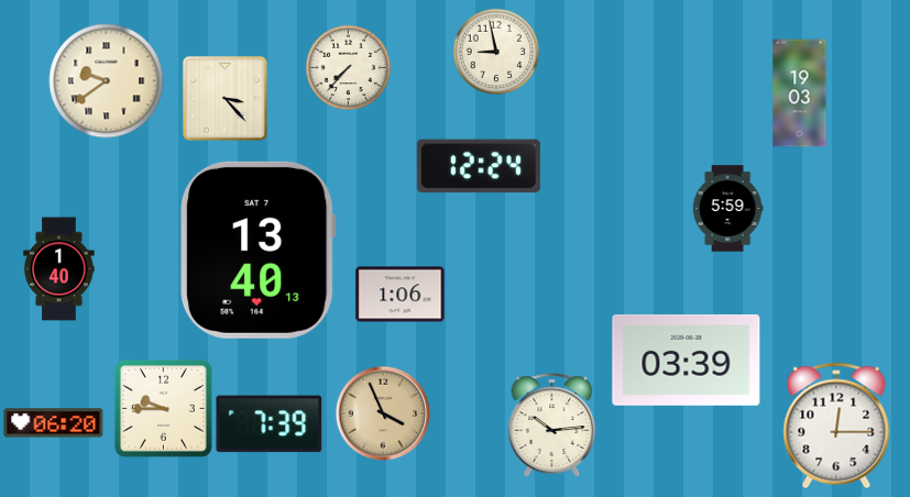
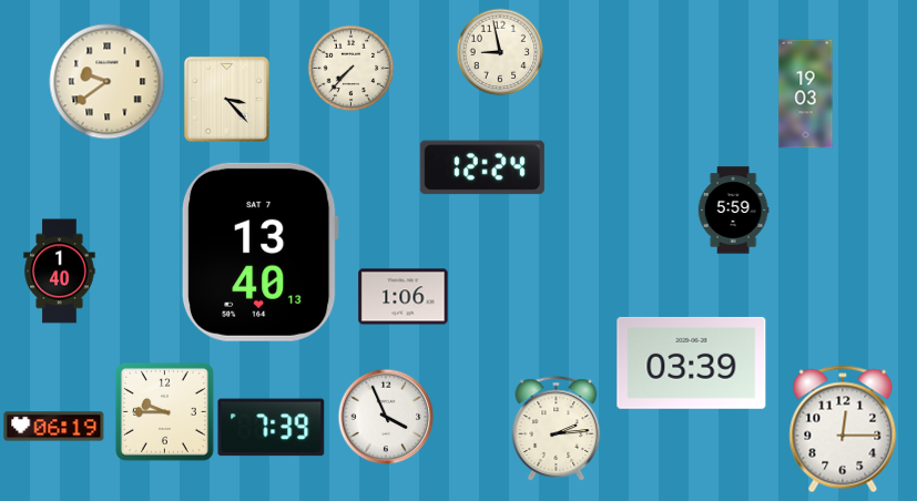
clock at (383, 413) dial: champagne -> white
clock at (54, 423): 06:20 -> 06:19
clock at (552, 426): 10:14 -> 2:14
